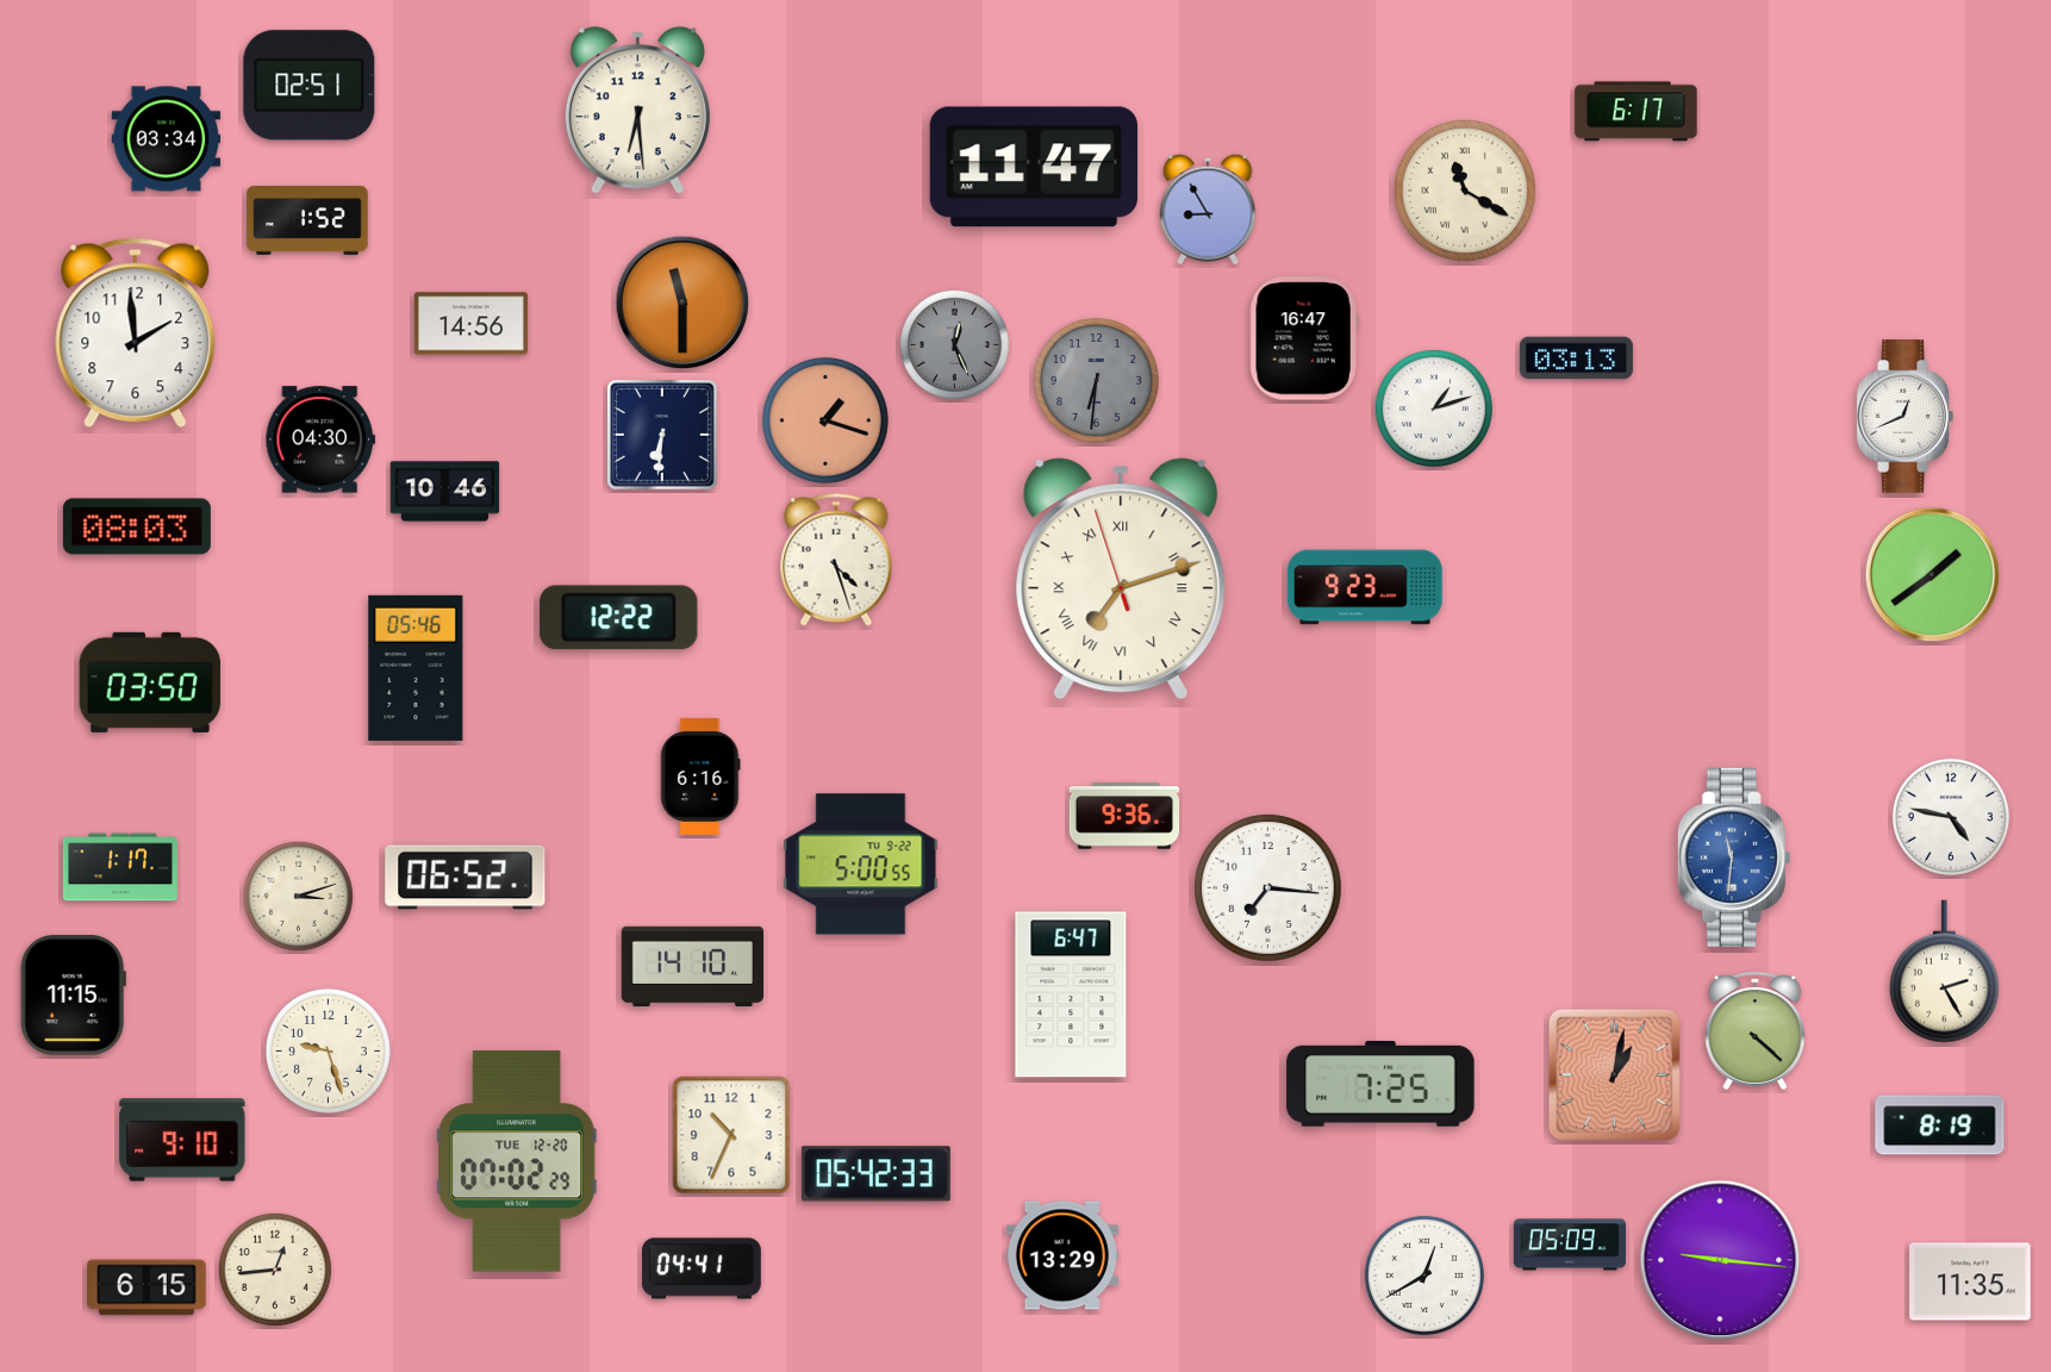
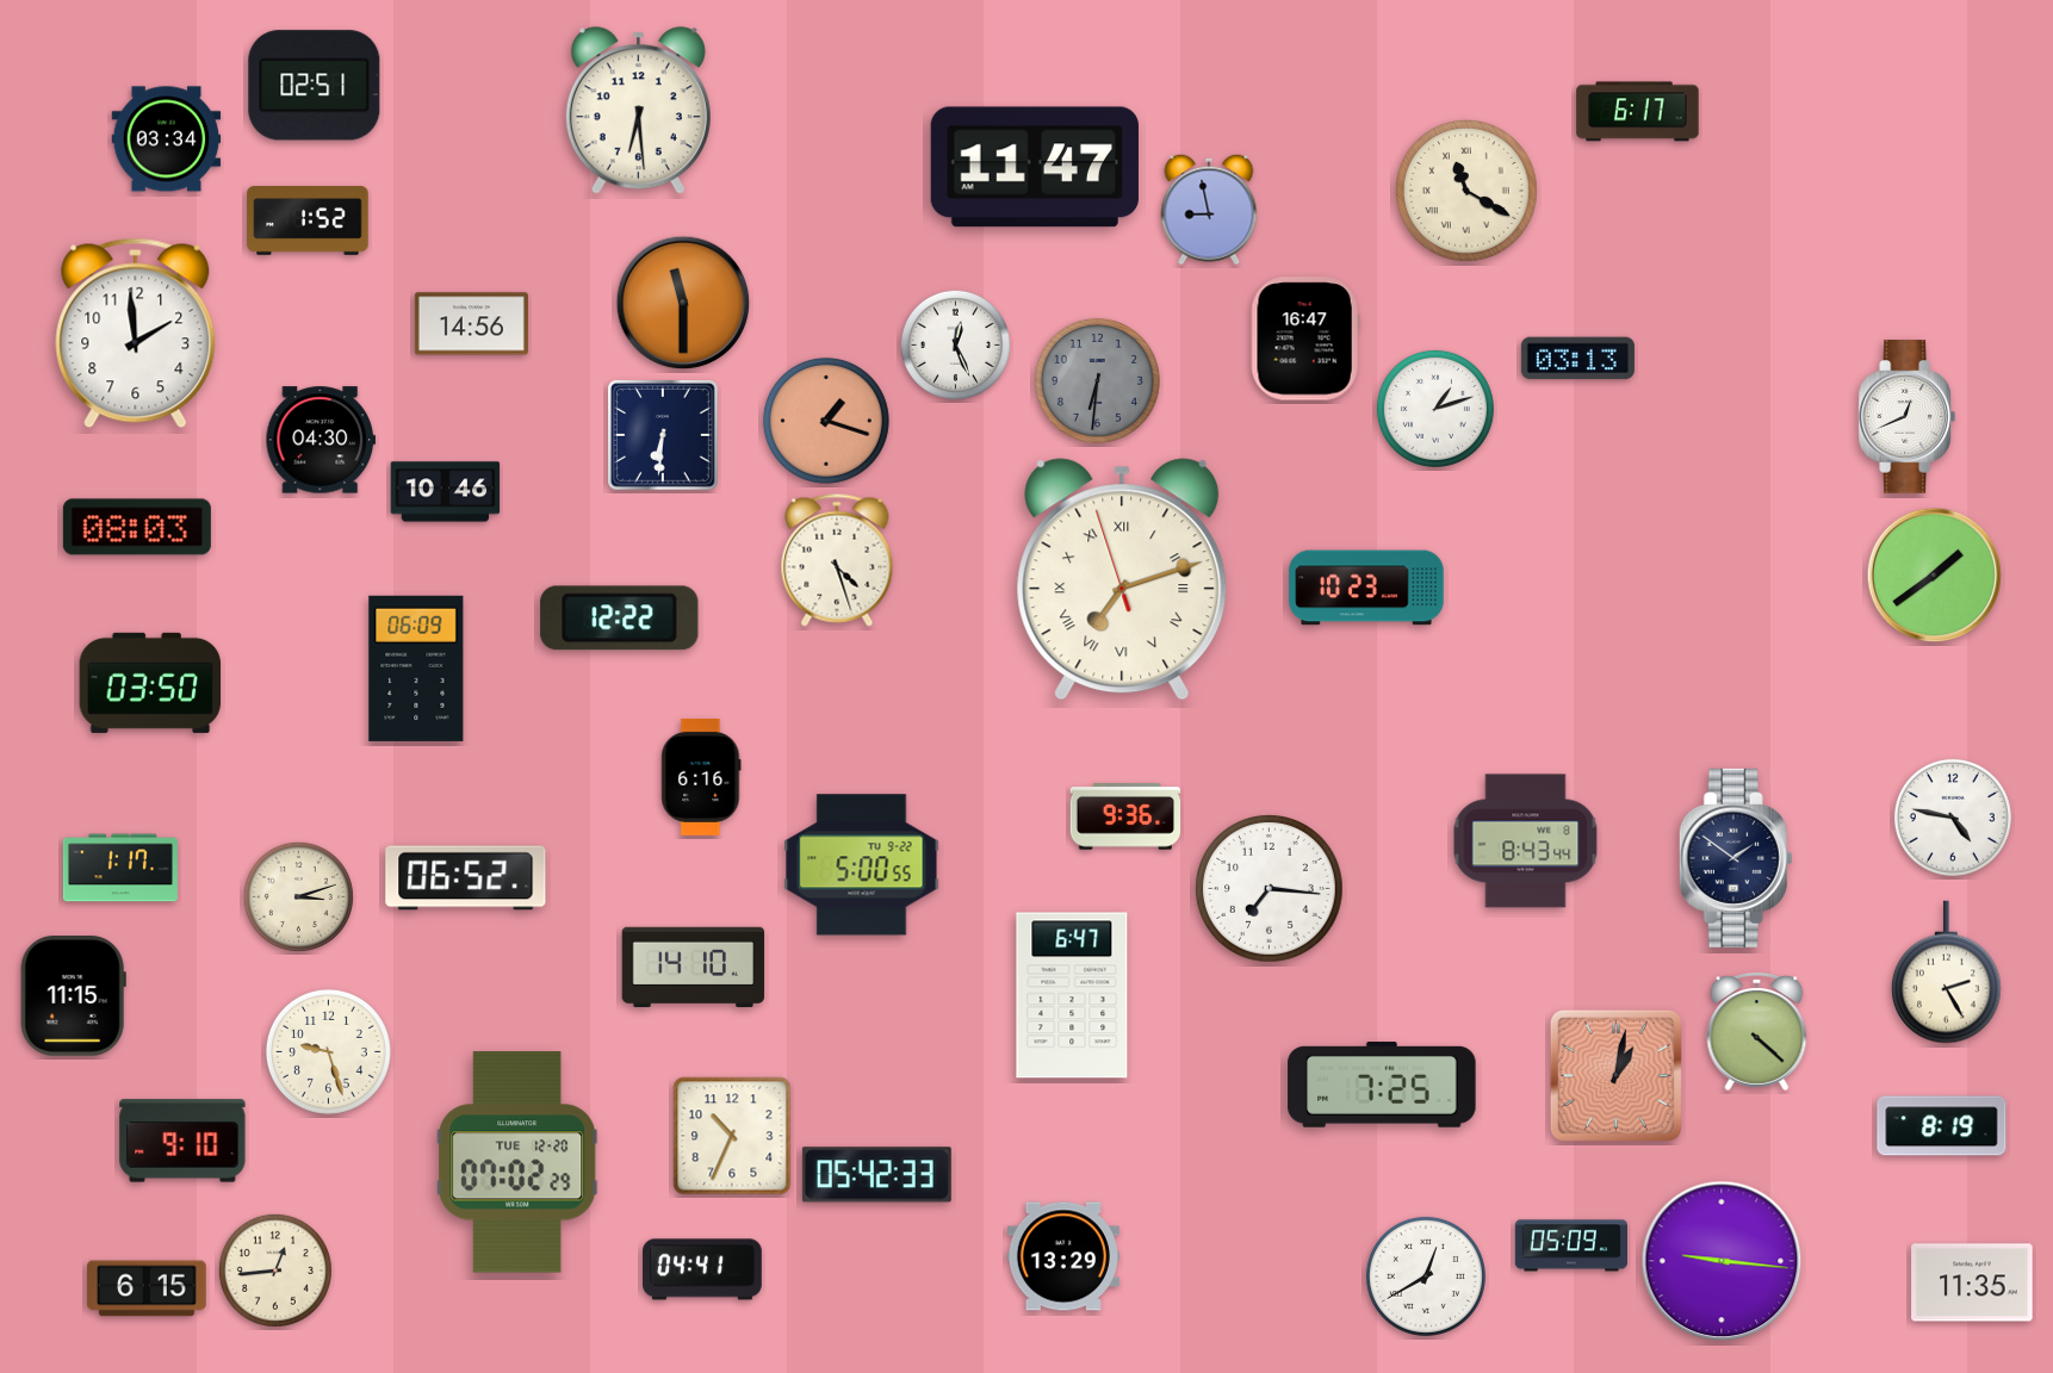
clock at (310, 86) position: (310, 86) -> (315, 86)
clock at (1208, 210): 8:55 -> 8:58
clock at (954, 344) dial: grey -> white
clock at (1365, 587): 9:23 -> 10:23
clock at (416, 668): 05:46 -> 06:09
clock at (1526, 841): none -> 8:43
clock at (1734, 858): 11:31 -> 1:51
clock at (1734, 858) dial: blue -> navy
